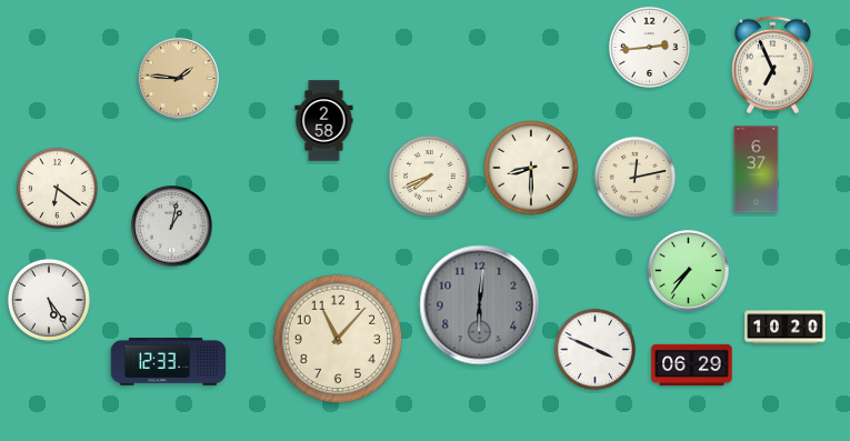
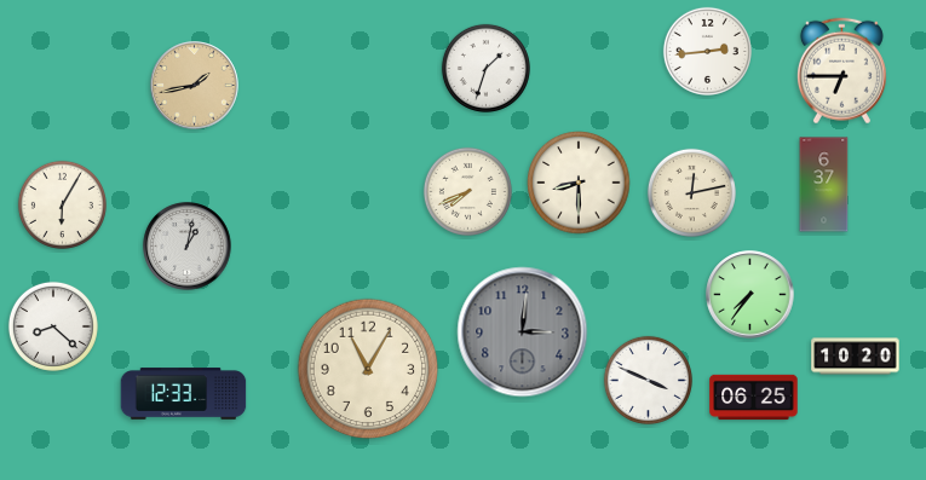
clock at (485, 68): none -> 1:33
clock at (772, 66): 6:56 -> 6:45
clock at (179, 79): 1:46 -> 1:43
clock at (324, 121): 2:58 -> none
clock at (57, 188): 6:21 -> 6:05
clock at (49, 300): 5:24 -> 8:22
clock at (480, 305): 6:01 -> 3:01
clock at (338, 339): 11:07 -> 11:05
clock at (692, 365): 06:29 -> 06:25
